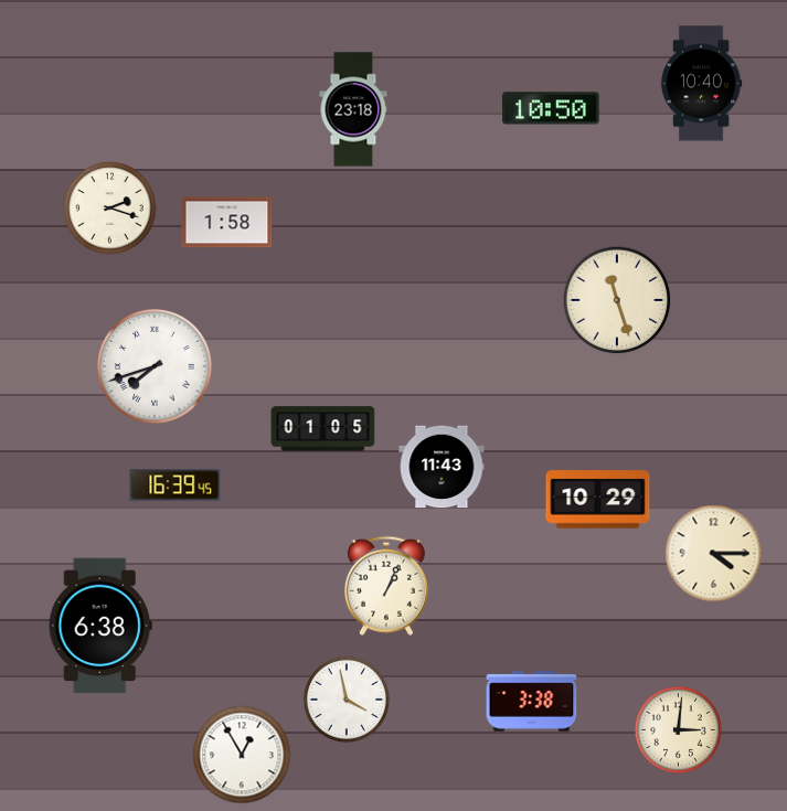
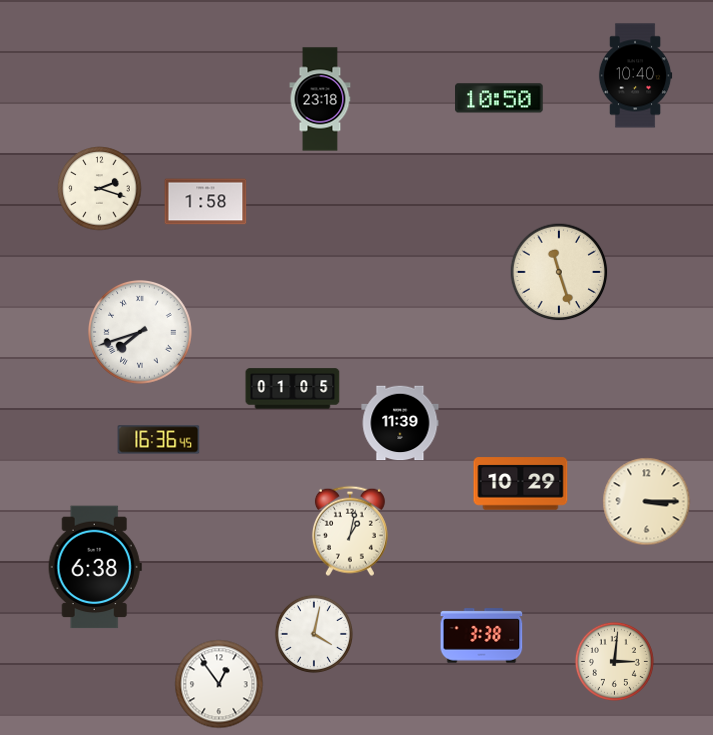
clock at (442, 467): 11:43 -> 11:39
clock at (176, 485): 16:39 -> 16:36
clock at (598, 500) position: (598, 500) -> (521, 484)
clock at (714, 554): 4:15 -> 3:15
clock at (386, 586): 1:04 -> 1:02
clock at (100, 626) position: (100, 626) -> (95, 567)
clock at (347, 700): 3:58 -> 4:02
clock at (242, 755): 12:55 -> 12:54
